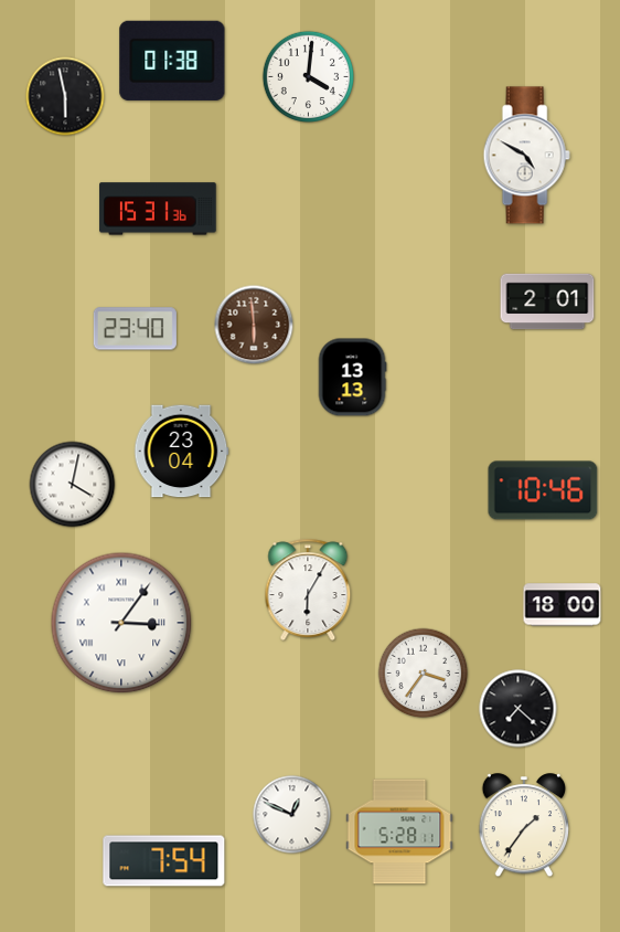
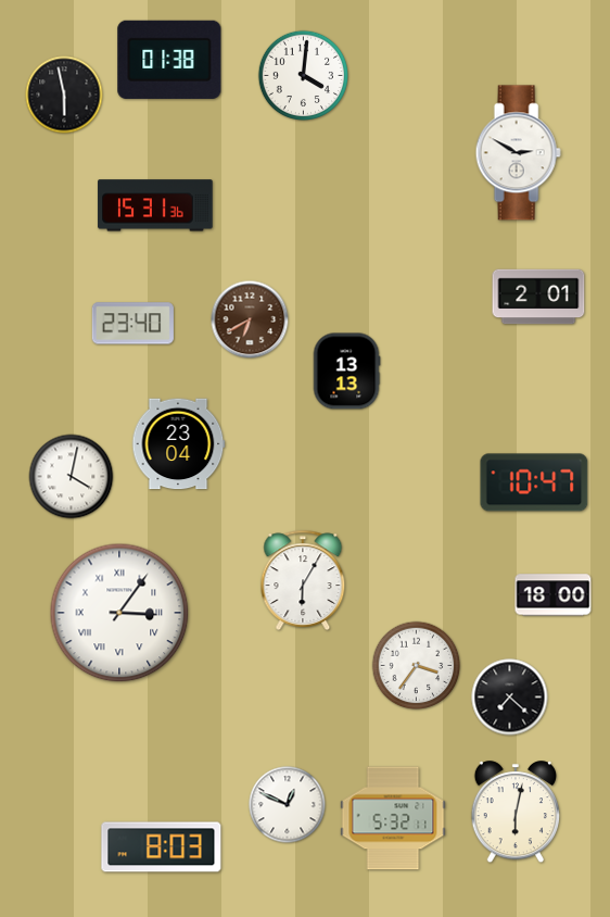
clock at (526, 156): 4:50 -> 2:50
clock at (254, 325): 5:59 -> 6:40
clock at (543, 490): 10:46 -> 10:47
clock at (424, 674) position: (424, 674) -> (417, 666)
clock at (292, 815) position: (292, 815) -> (288, 805)
clock at (523, 826): 1:36 -> 6:02
clock at (399, 832): 5:28 -> 5:32
clock at (164, 861): 7:54 -> 8:03
